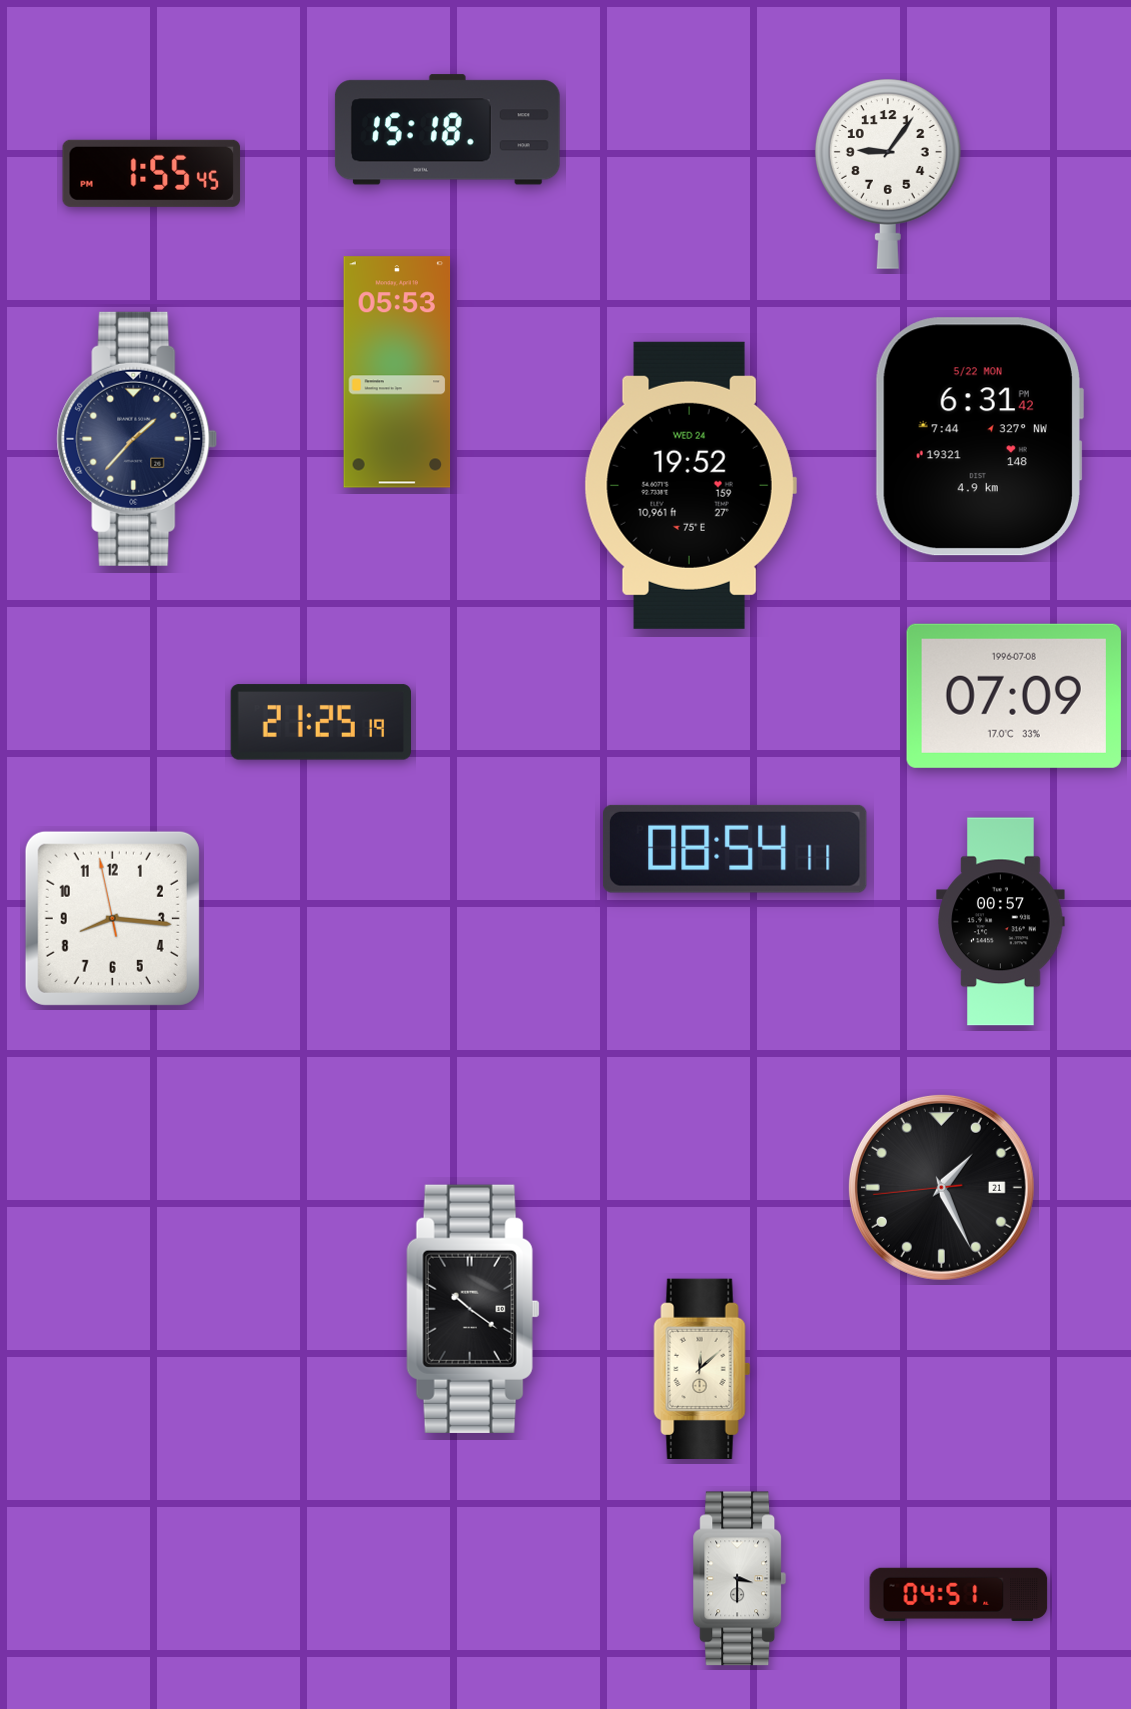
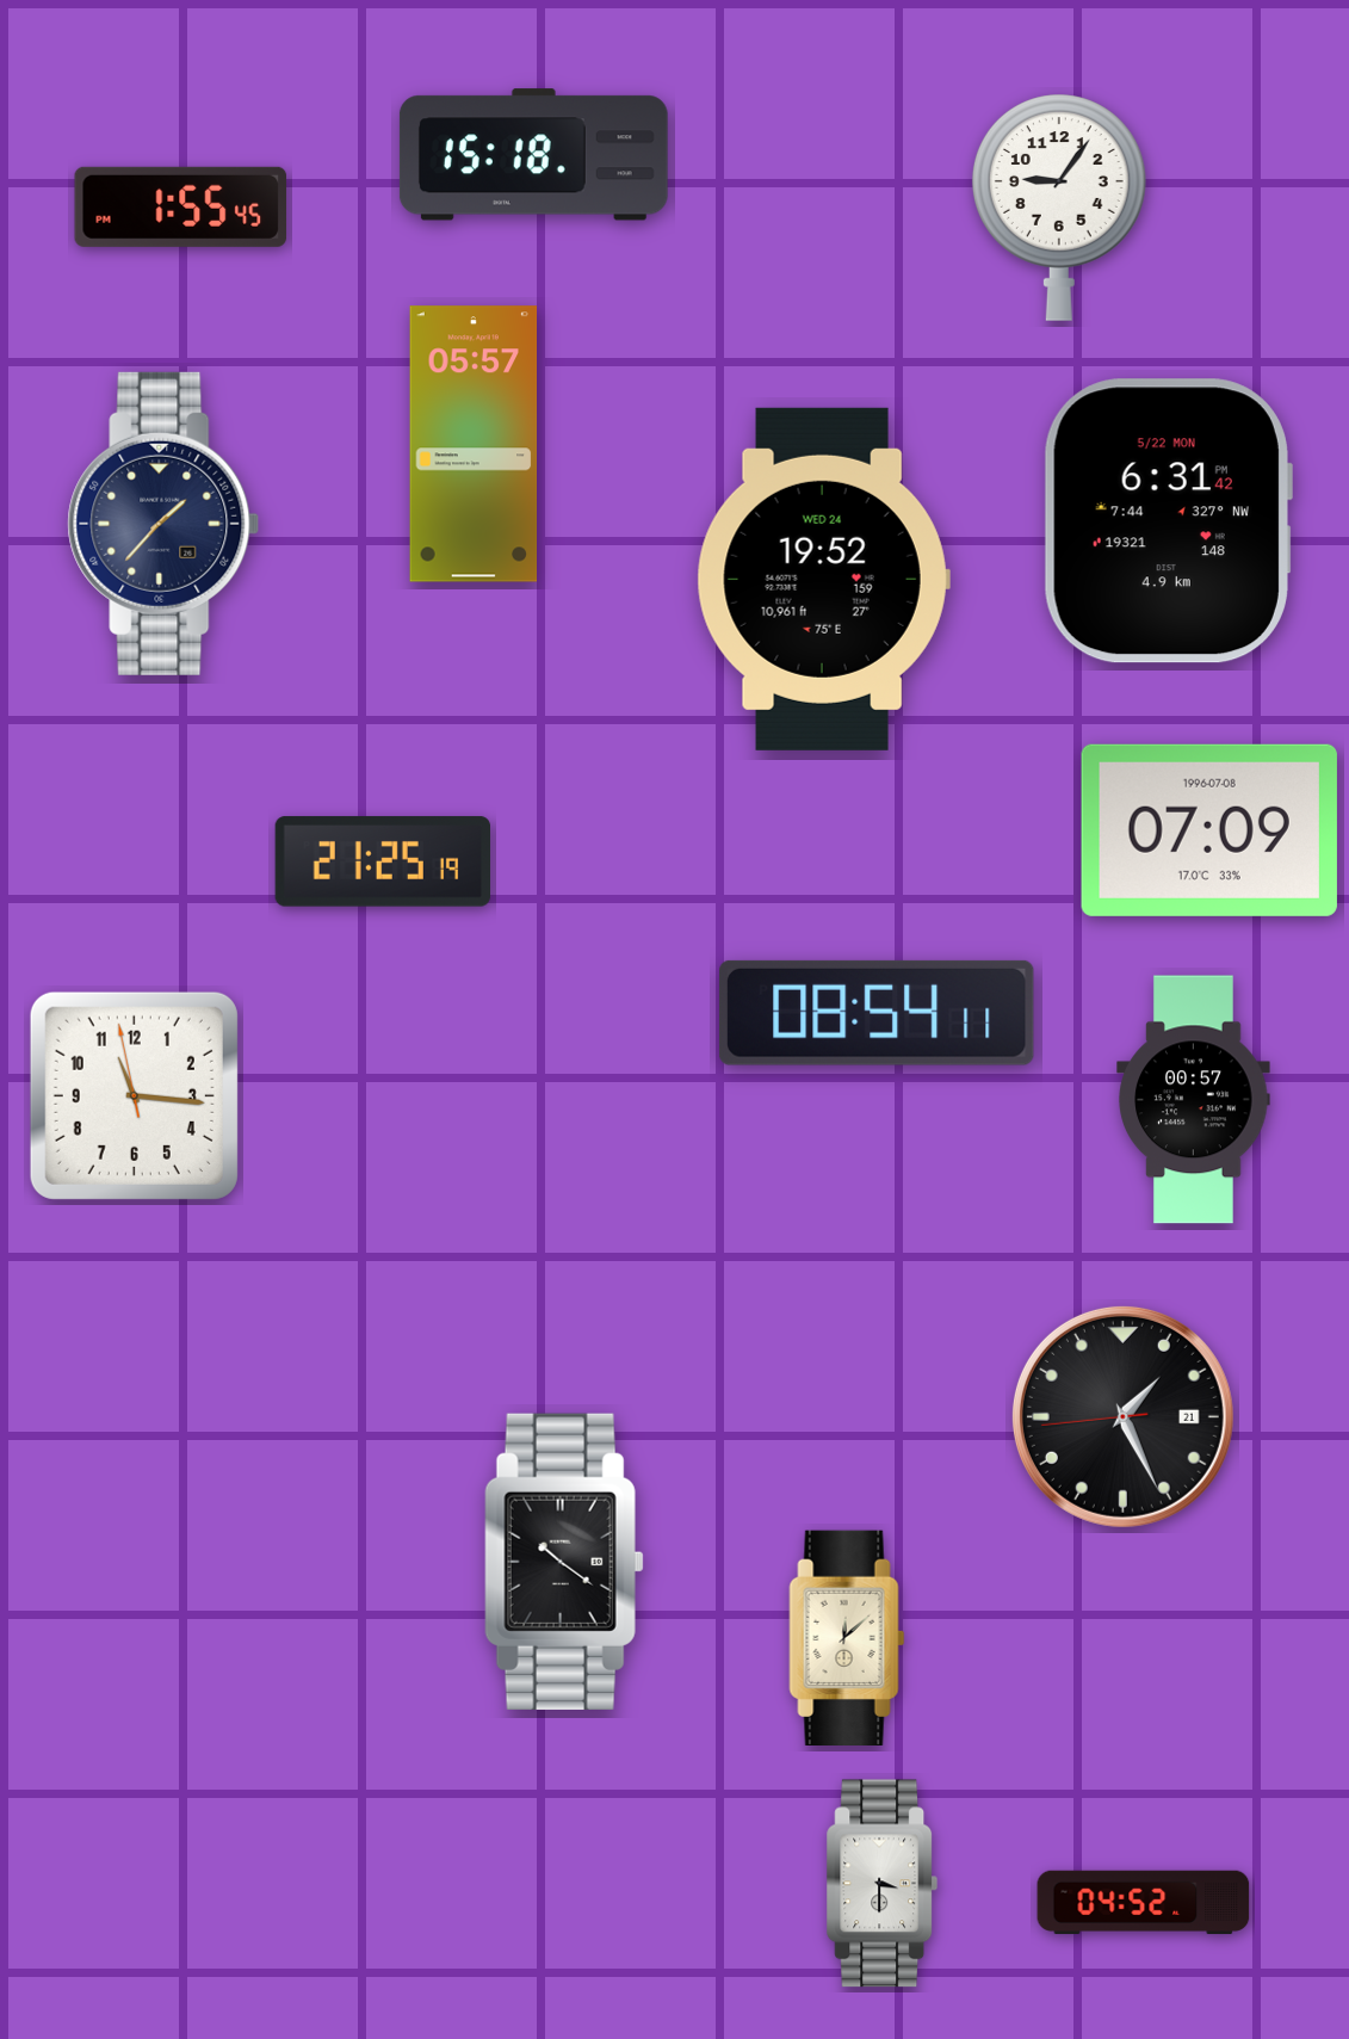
clock at (397, 372): 05:53 -> 05:57
clock at (112, 918): 8:15 -> 11:15
clock at (702, 1368) position: (702, 1368) -> (847, 1637)
clock at (959, 1594): 04:51 -> 04:52
